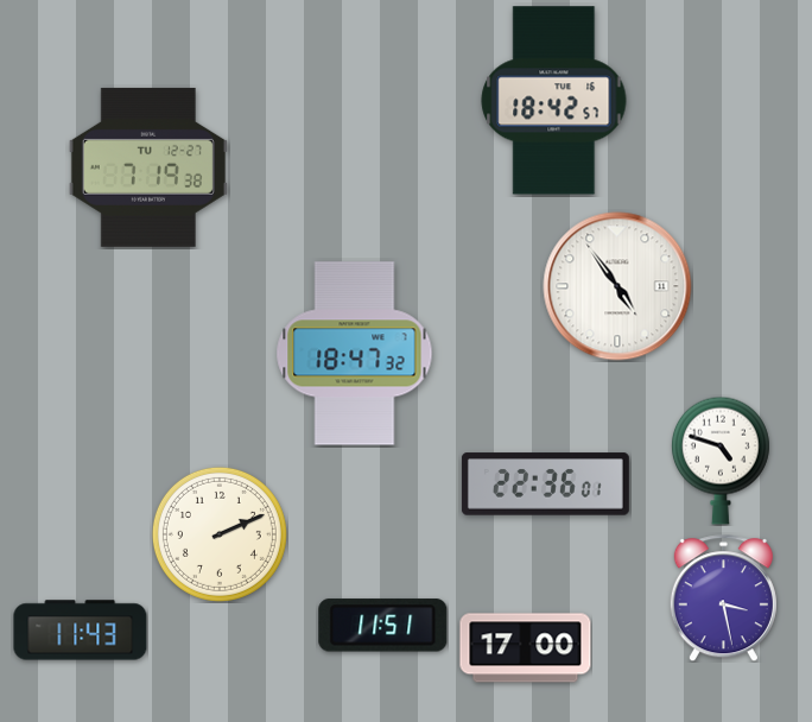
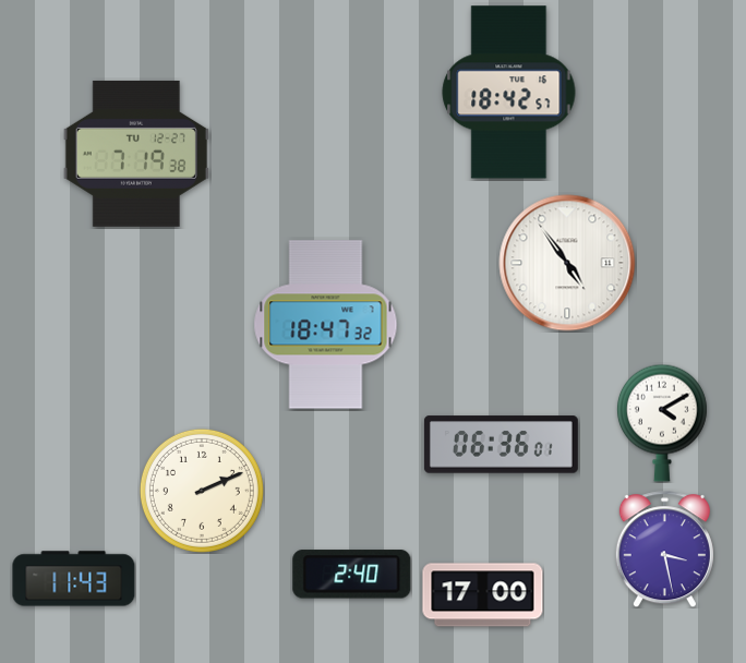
clock at (721, 461): 4:48 -> 4:10
clock at (545, 484): 22:36 -> 06:36
clock at (383, 626): 11:51 -> 2:40
